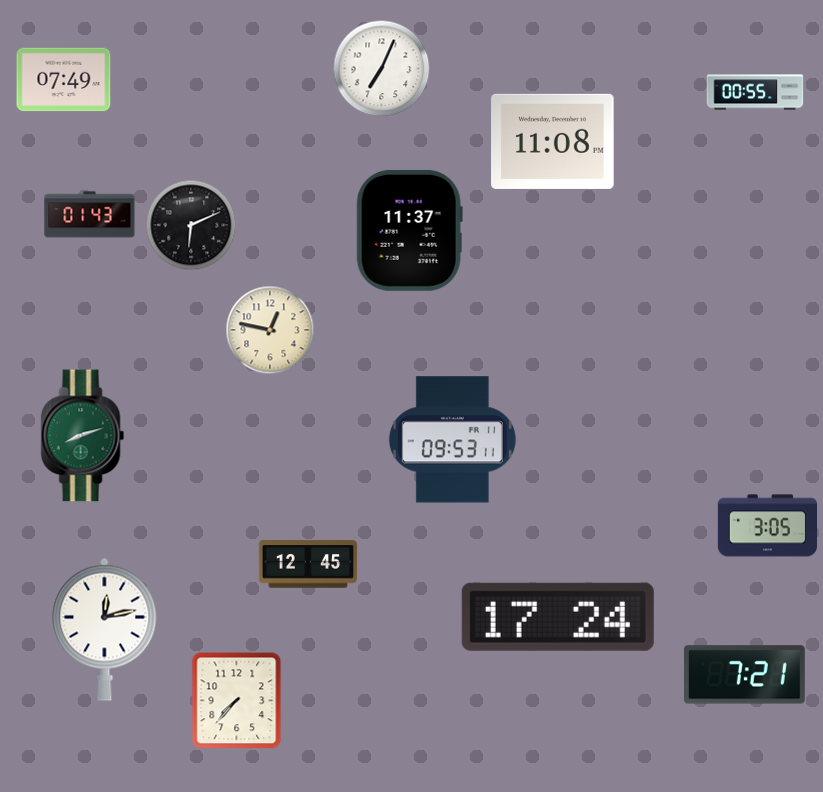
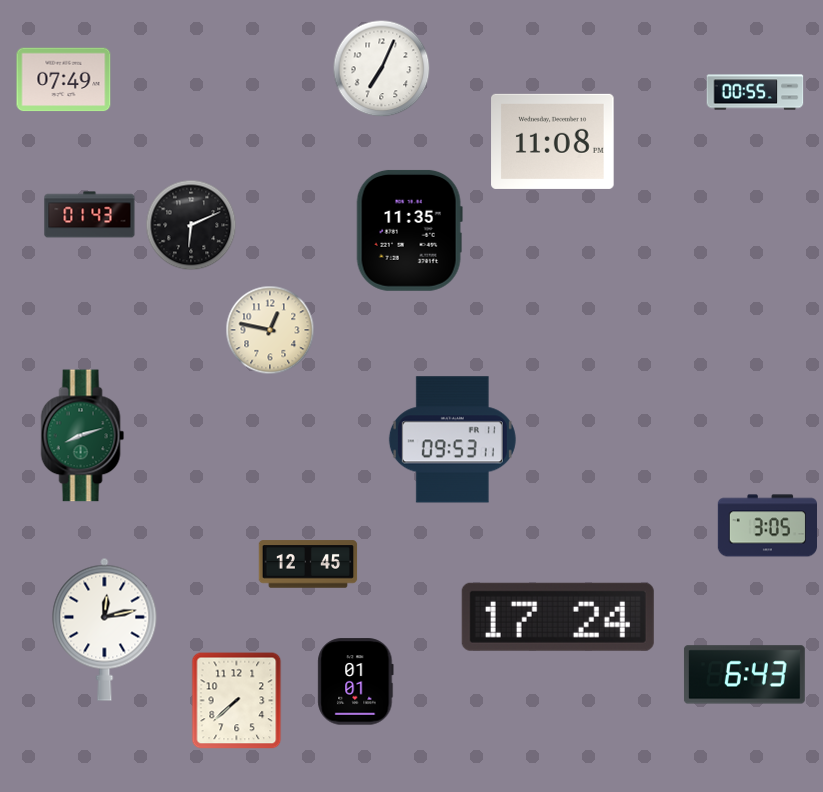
clock at (409, 230): 11:37 -> 11:35
clock at (744, 675): 7:21 -> 6:43
clock at (356, 682): none -> 01:01
clock at (237, 701): 7:37 -> 7:38
